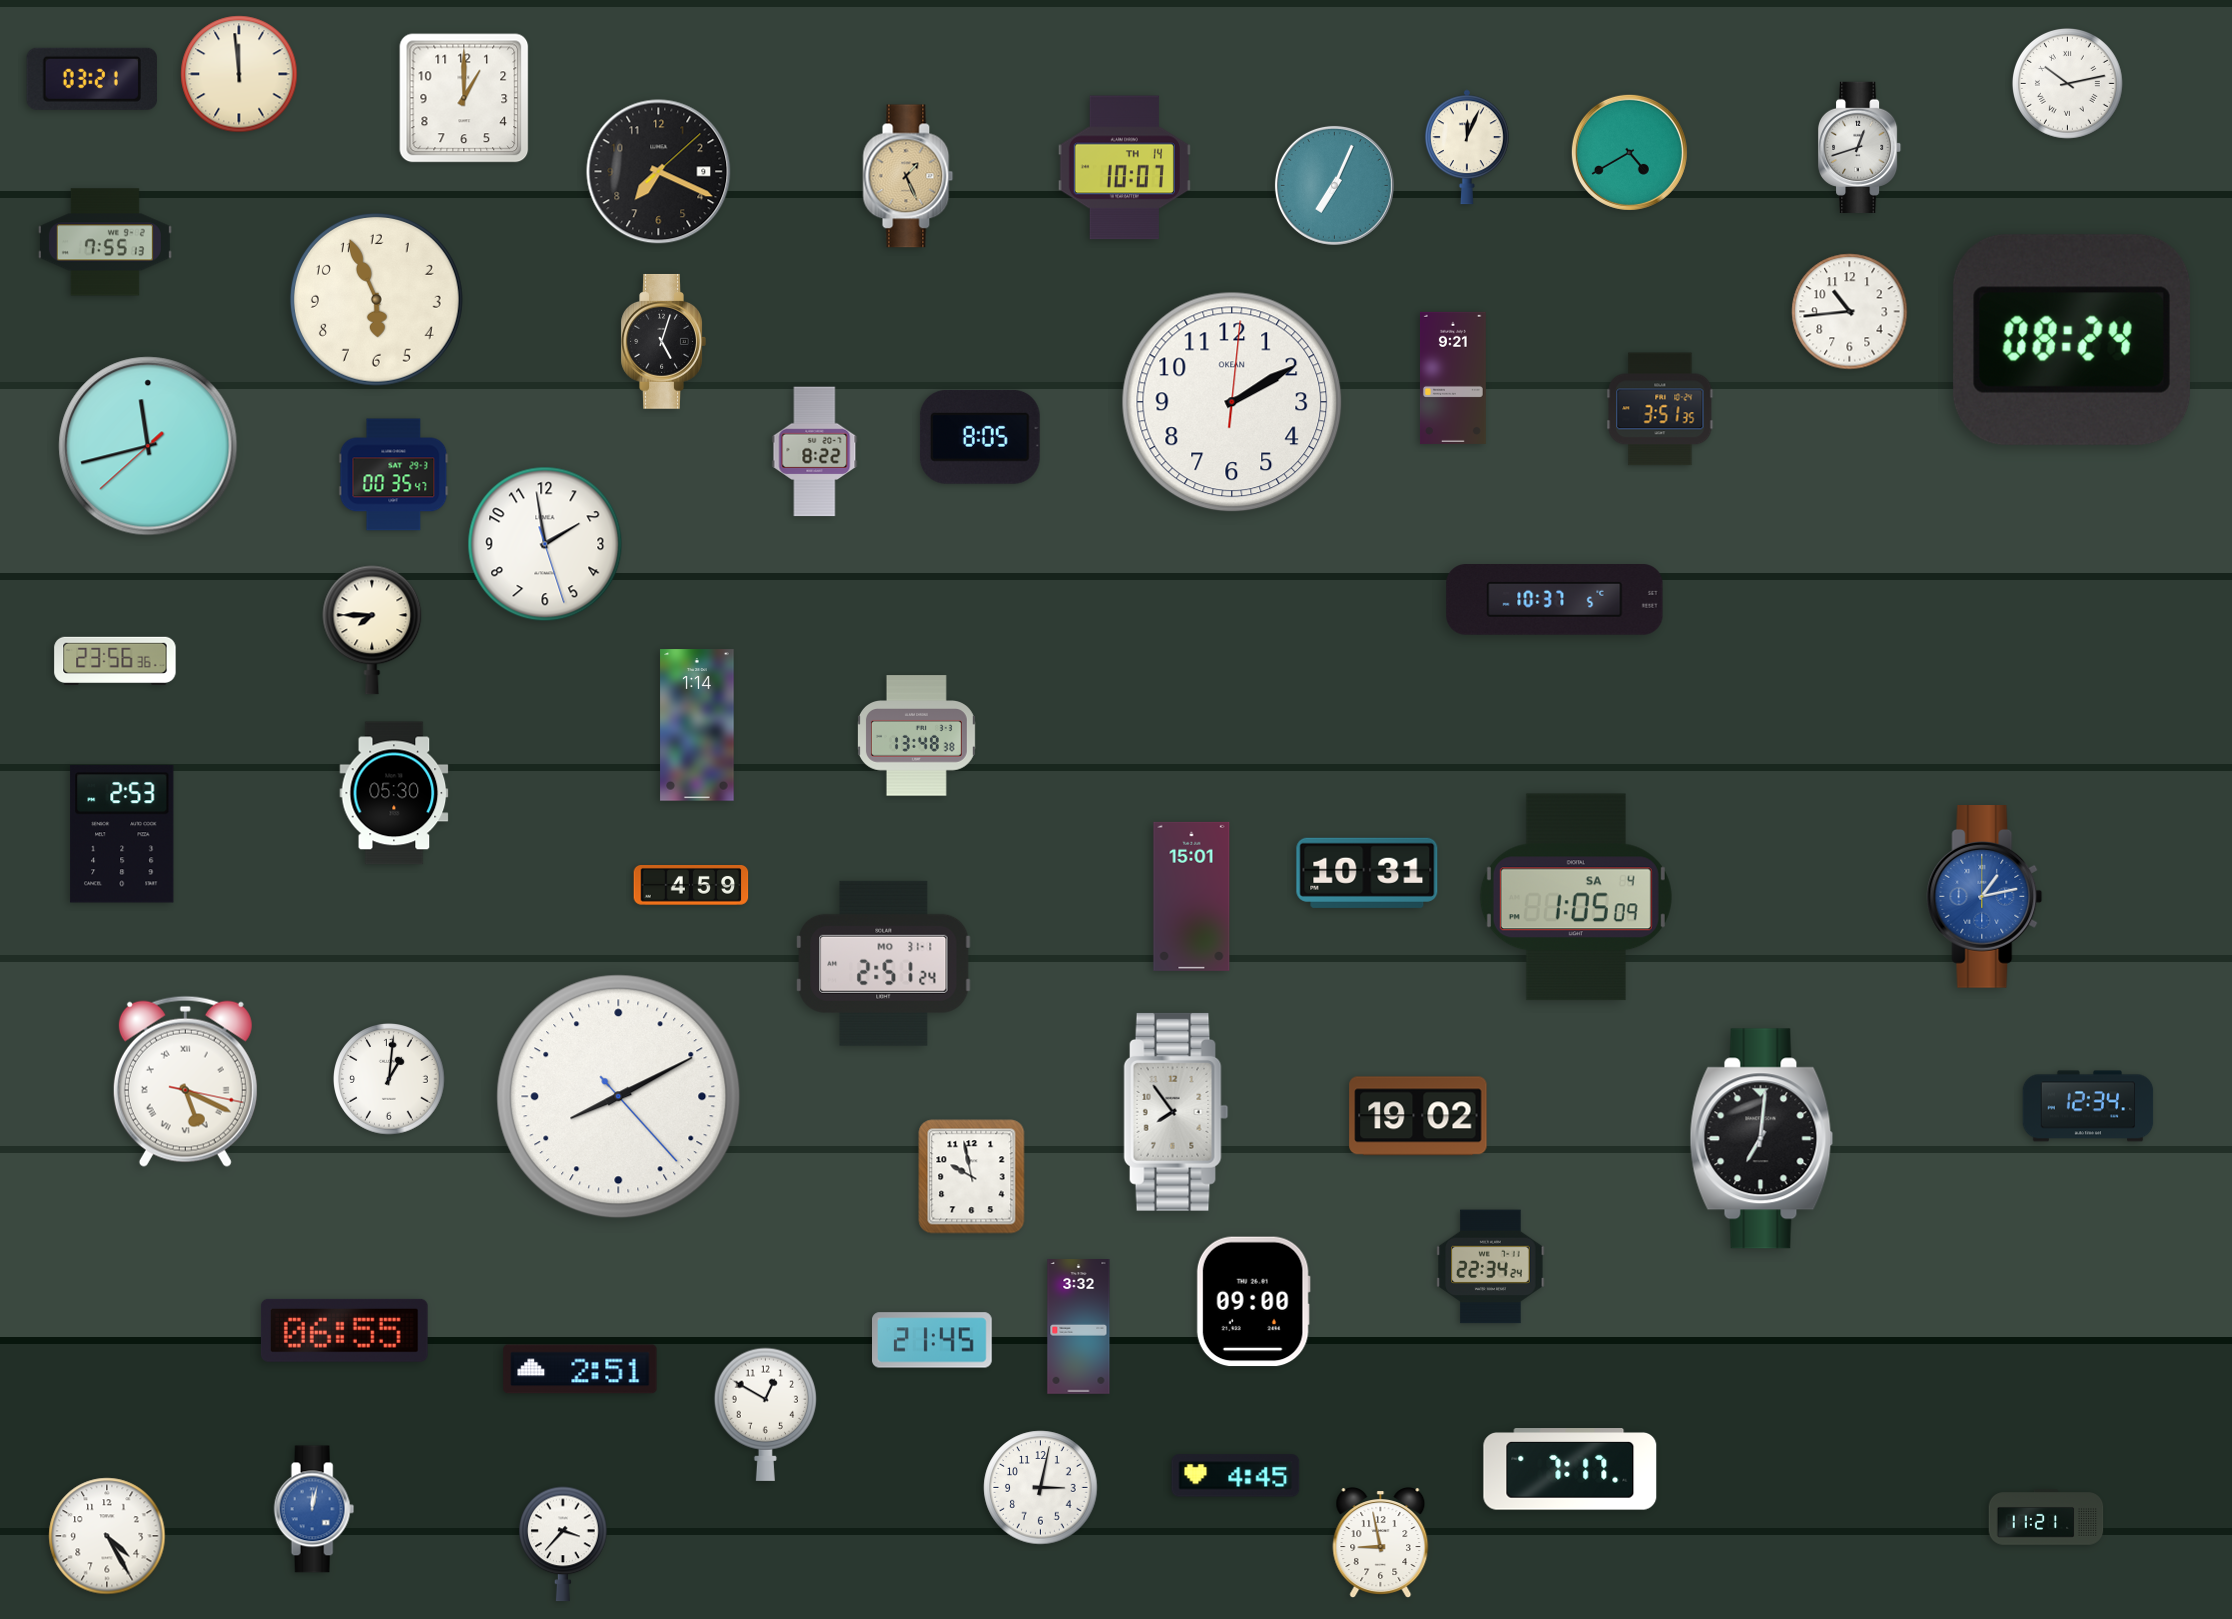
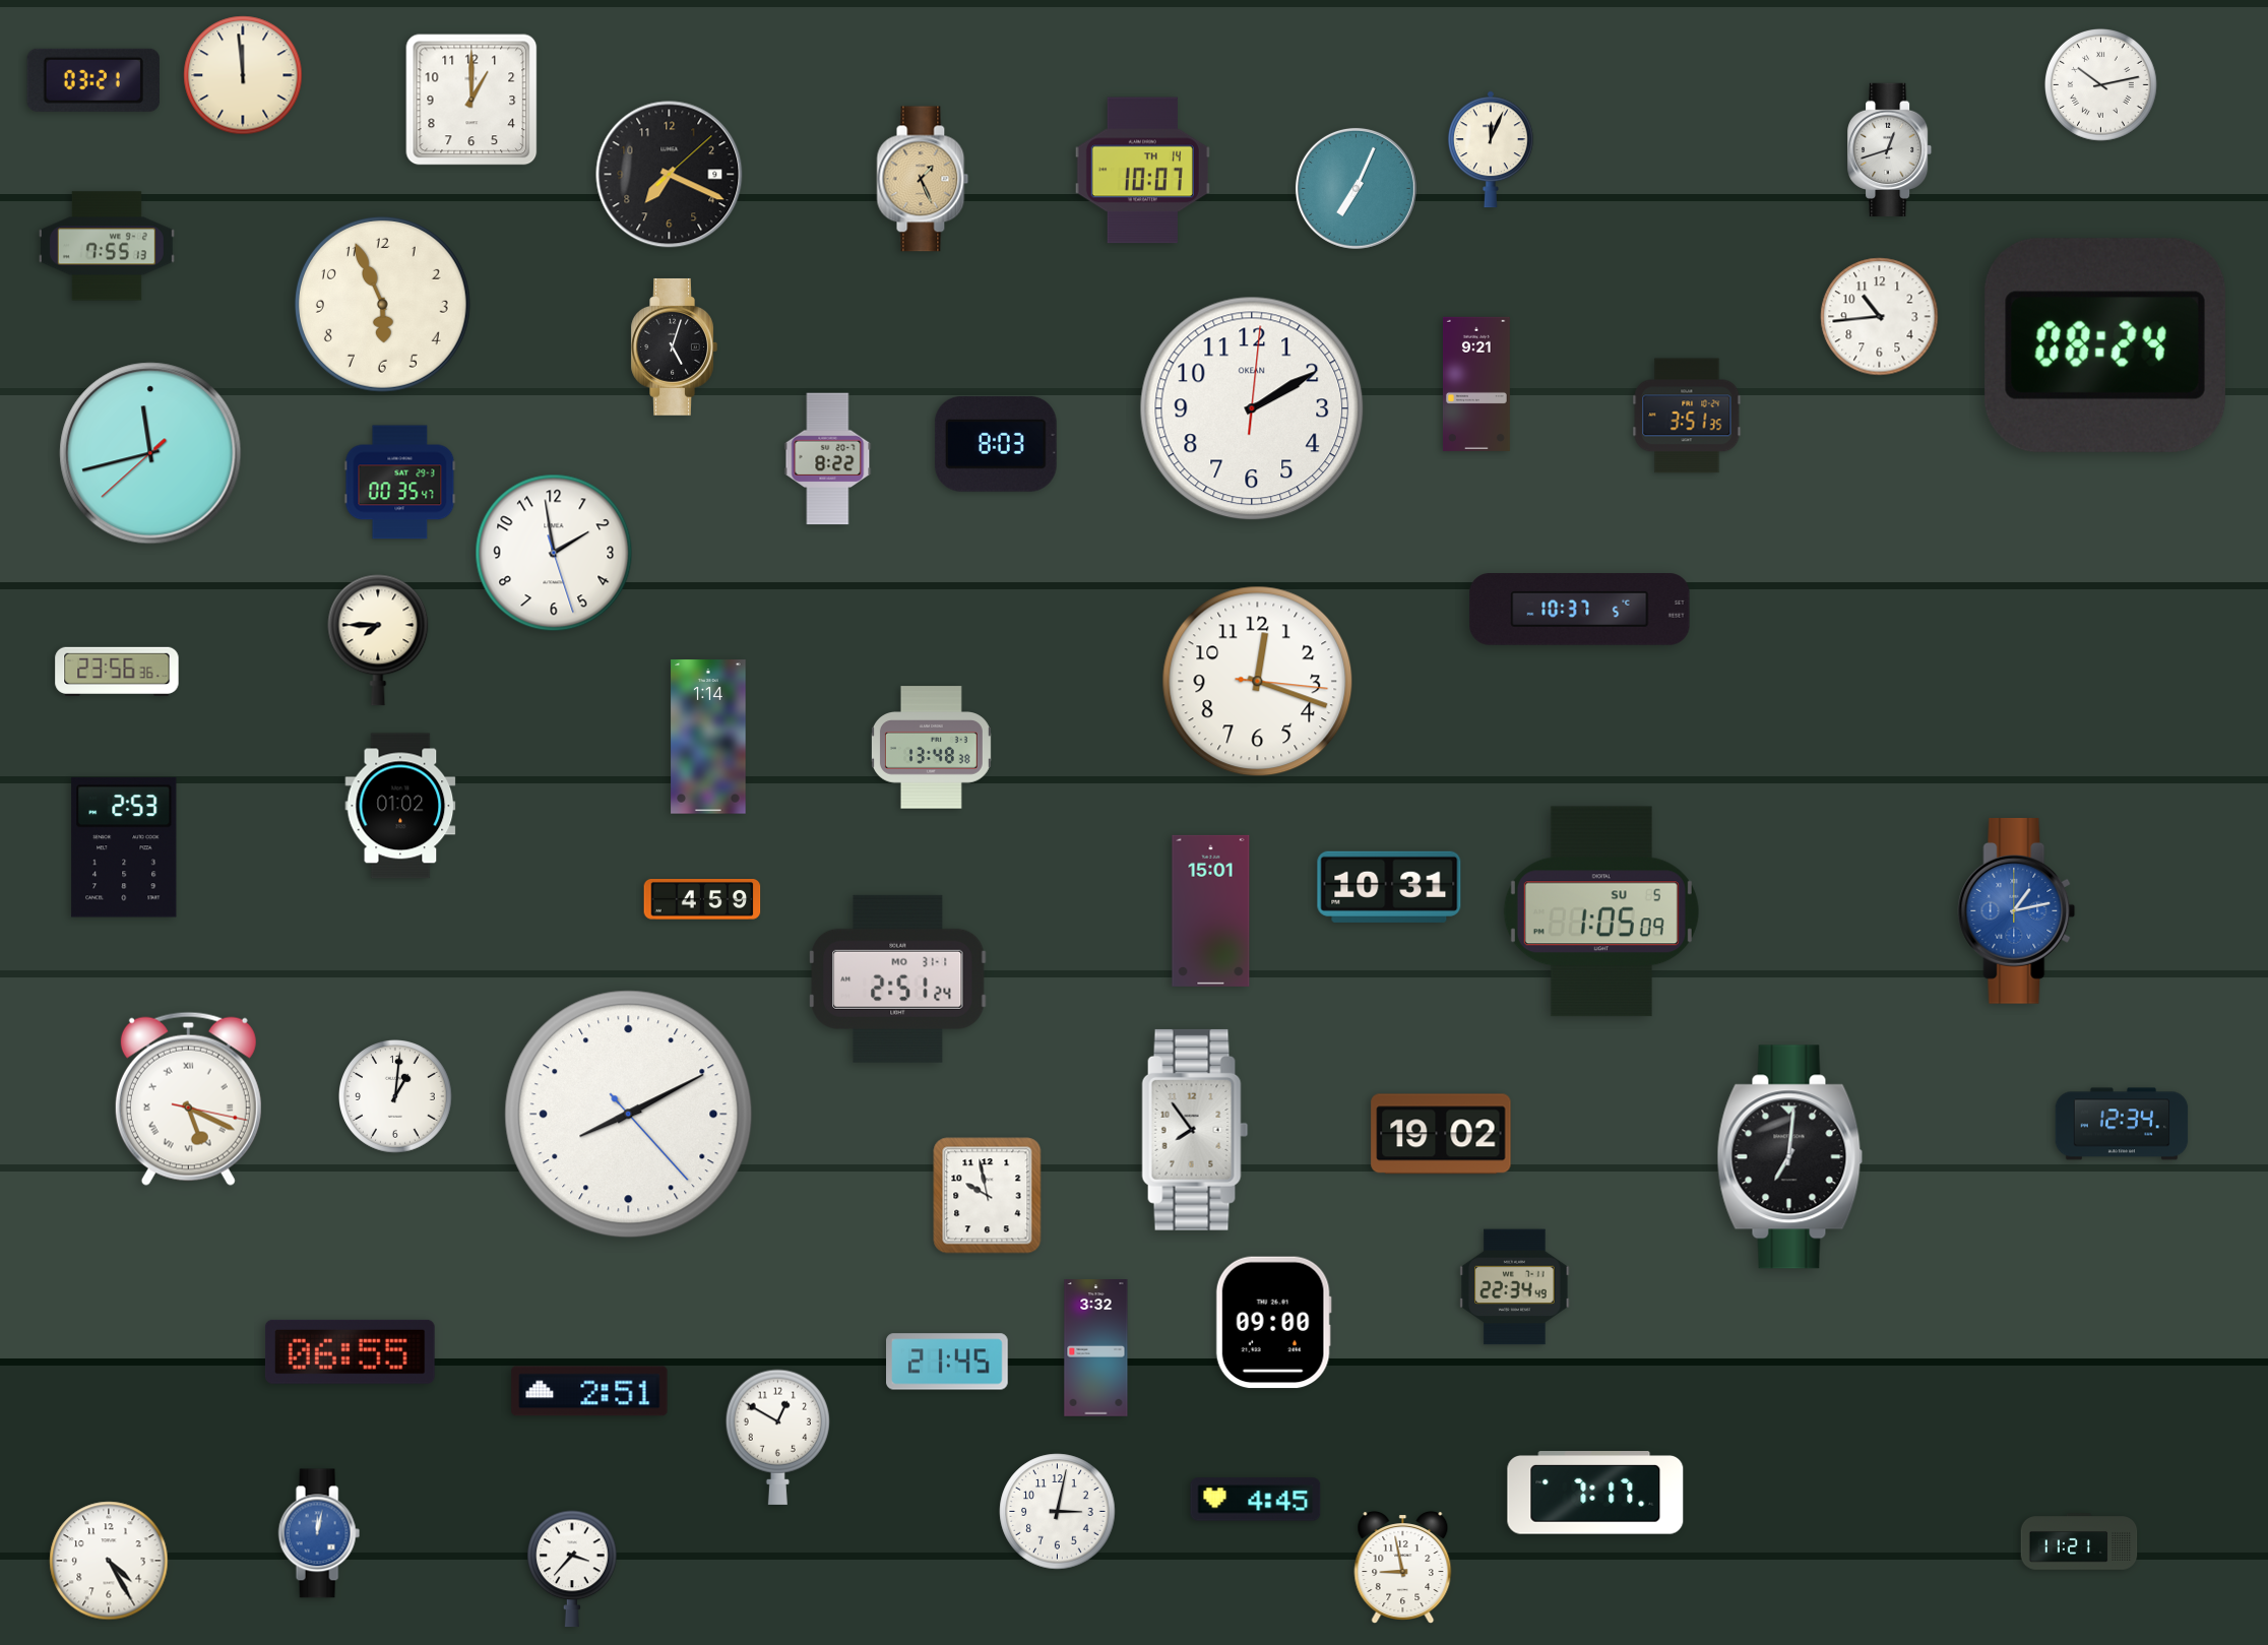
clock at (1629, 152): 4:40 -> none
clock at (980, 437): 8:05 -> 8:03
clock at (1258, 682): none -> 12:18
clock at (394, 793): 05:30 -> 01:02
clock at (1576, 897) date: SA 4 -> SU 5
clock at (1491, 1267): 22:34:24 -> 22:34:49
